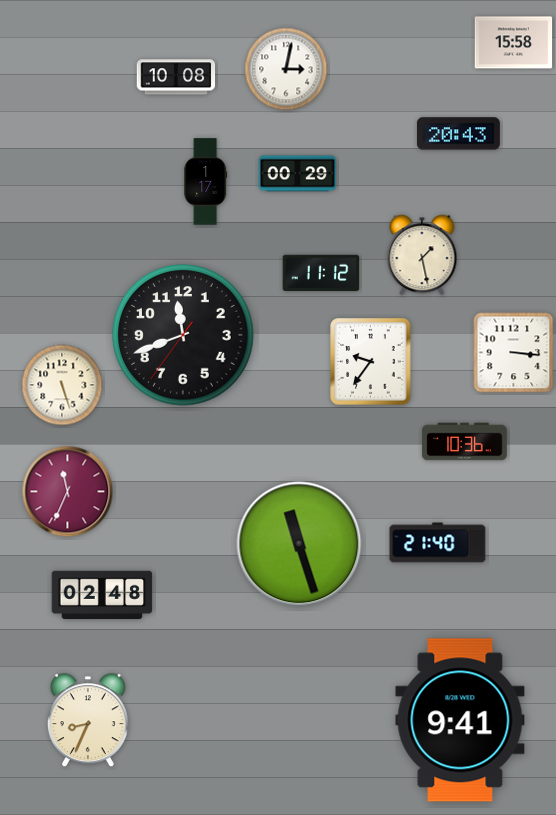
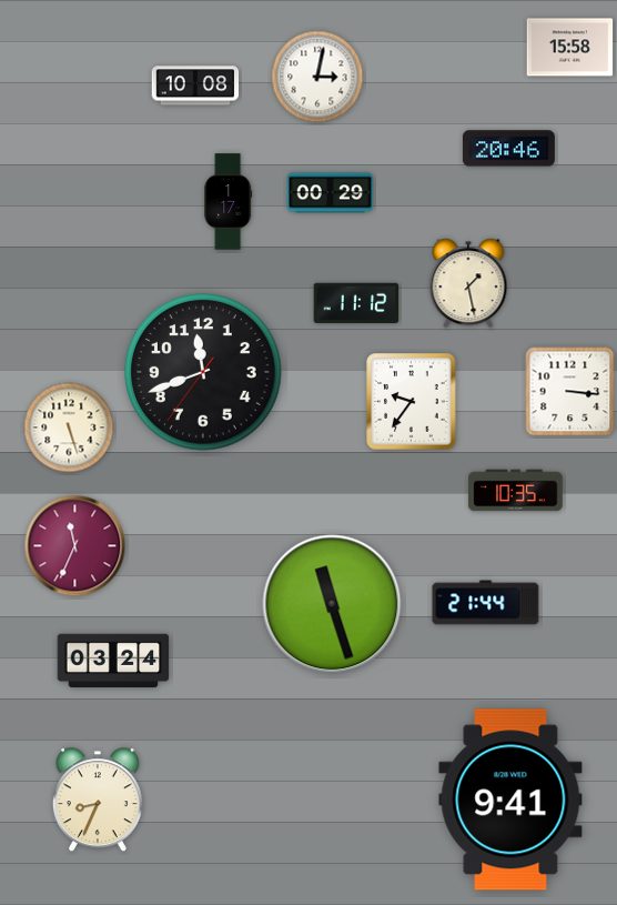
clock at (458, 134): 20:43 -> 20:46
clock at (465, 442): 10:36 -> 10:35
clock at (438, 543): 21:40 -> 21:44
clock at (102, 595): 02:48 -> 03:24
